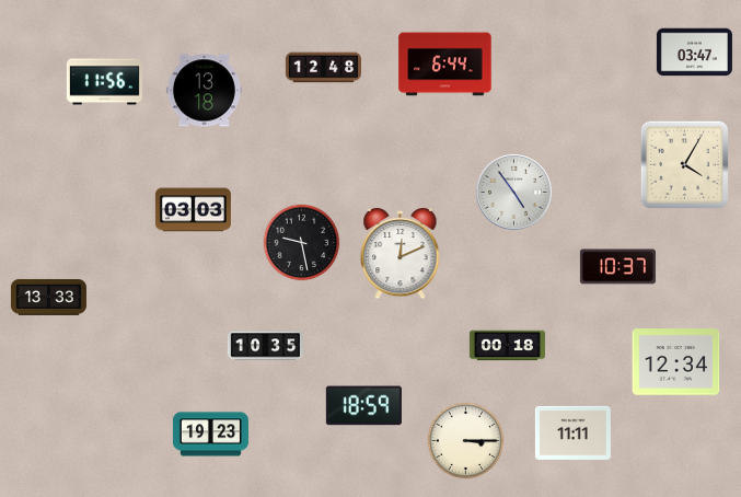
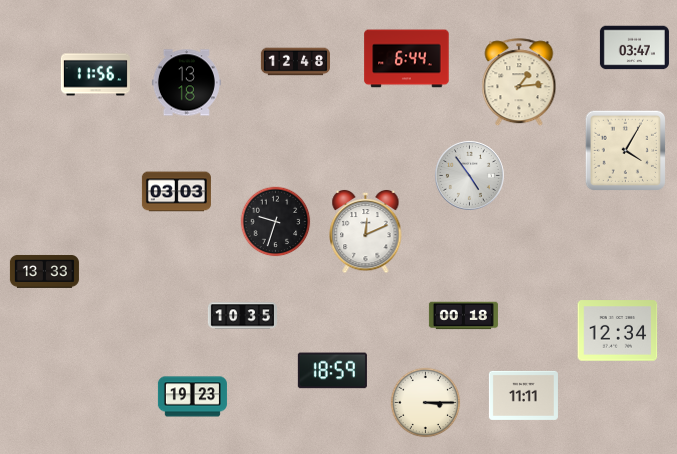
clock at (519, 83): none -> 1:14
clock at (302, 243): 9:28 -> 9:33
clock at (617, 267): 10:37 -> none
